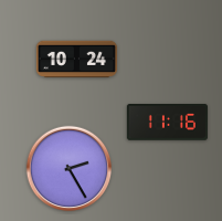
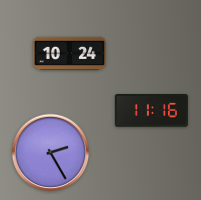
clock at (70, 169) position: (70, 169) -> (51, 153)
